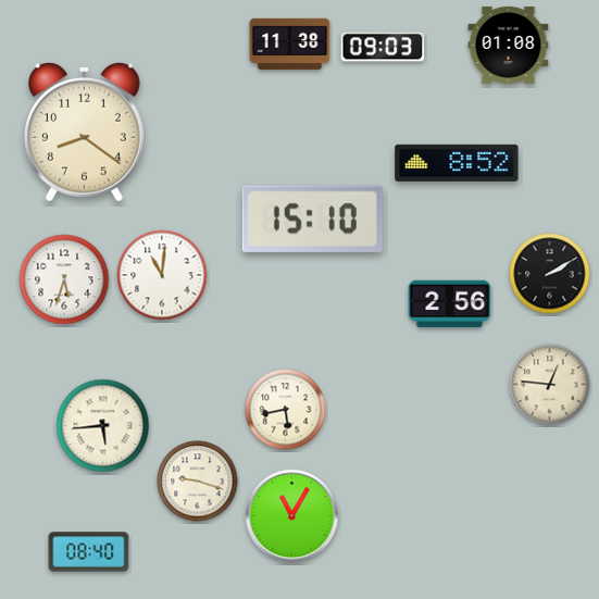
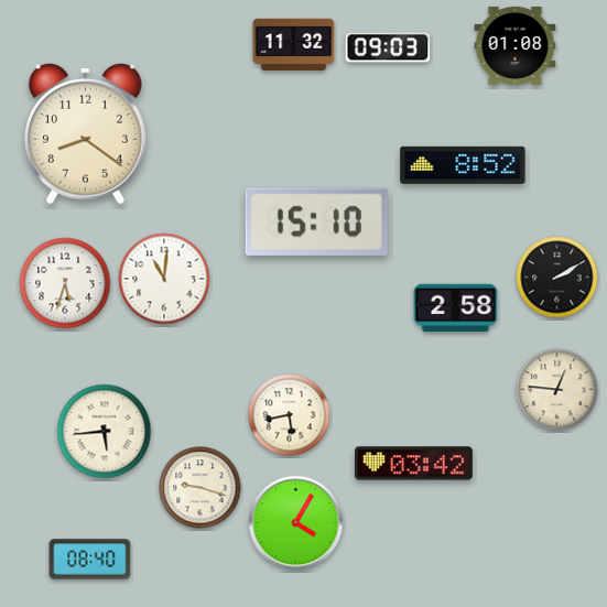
clock at (290, 43): 11:38 -> 11:32
clock at (450, 304): 2:56 -> 2:58
clock at (413, 464): none -> 03:42
clock at (292, 516): 11:05 -> 4:05
